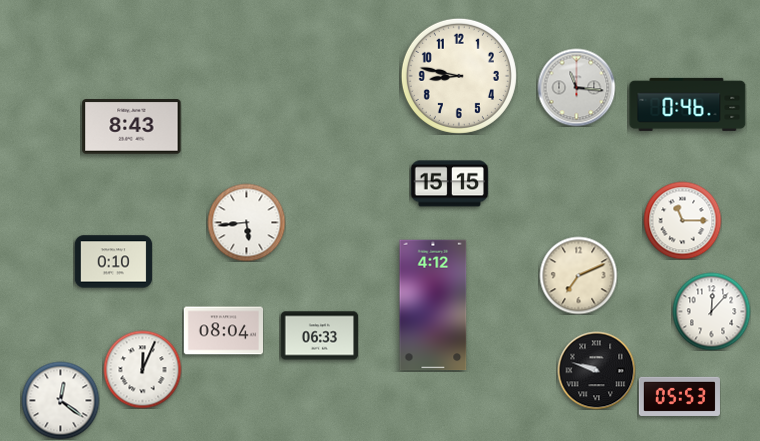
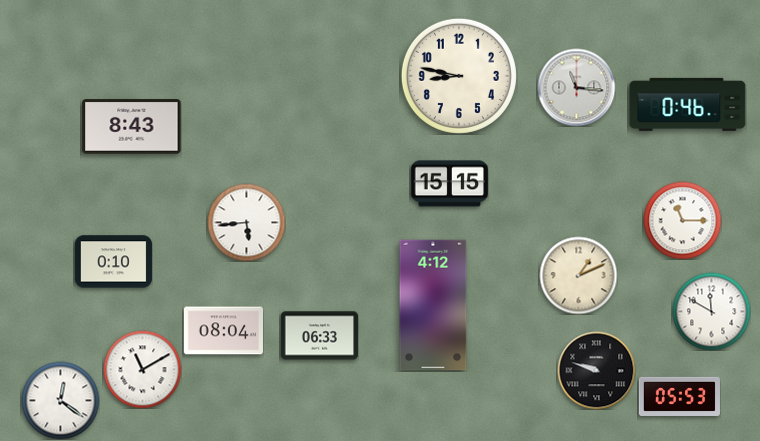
clock at (578, 275): 7:11 -> 1:11
clock at (711, 311): 12:07 -> 11:50
clock at (142, 369): 12:04 -> 11:10
